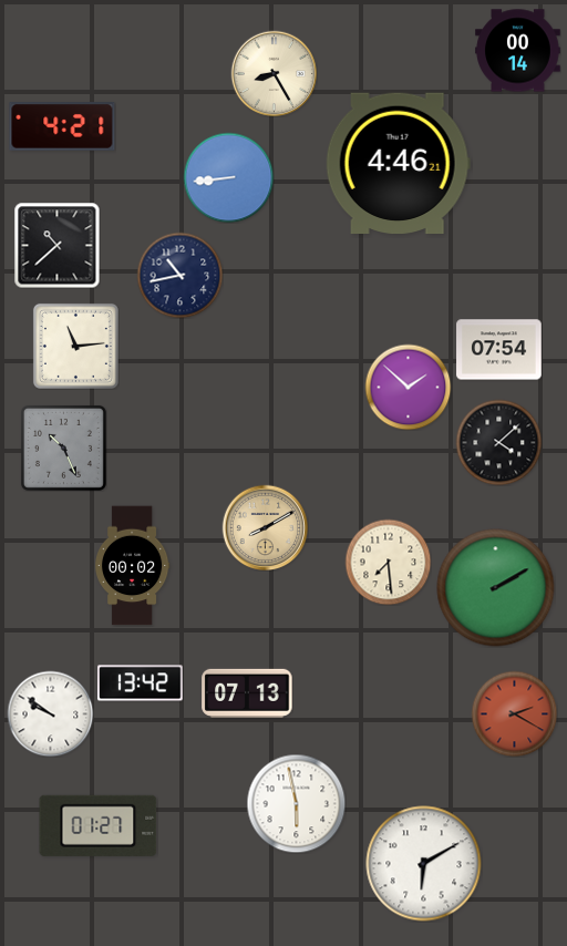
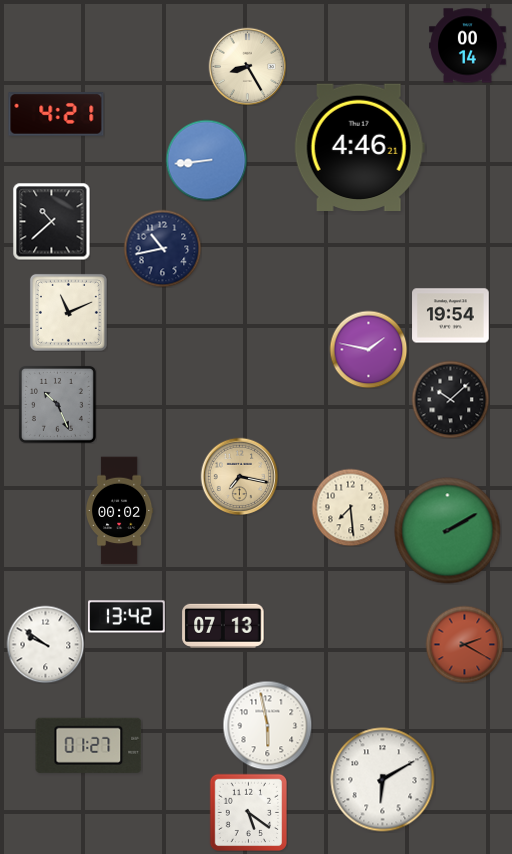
clock at (75, 346): 11:14 -> 11:11
clock at (499, 350): 07:54 -> 19:54
clock at (408, 387): 1:52 -> 1:47
clock at (498, 442): 4:08 -> 10:08
clock at (265, 527): 8:10 -> 7:17
clock at (248, 812): none -> 5:21
